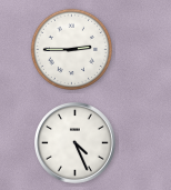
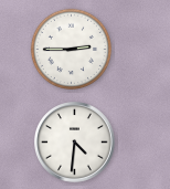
clock at (76, 143): 4:26 -> 4:31
